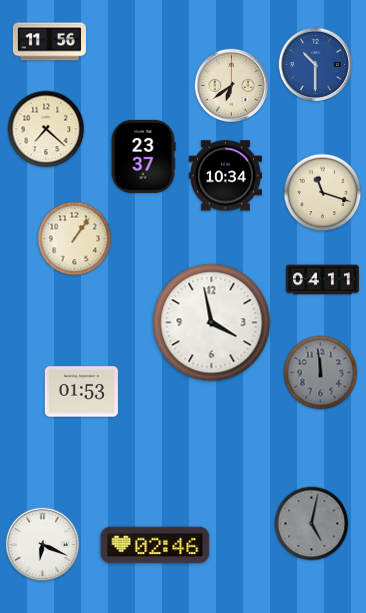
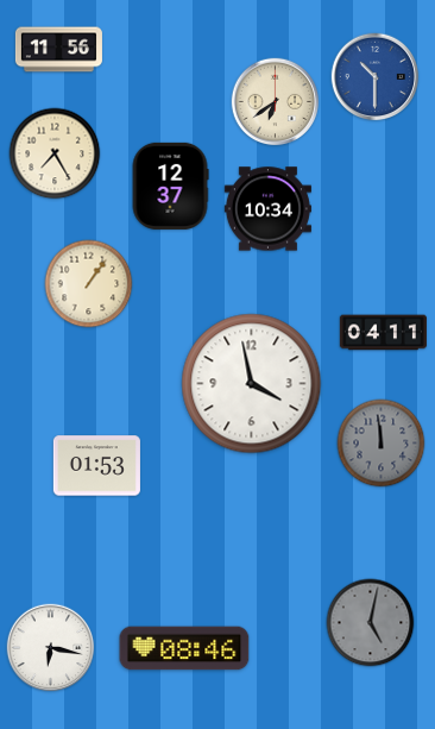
clock at (46, 129): 7:22 -> 7:25
clock at (143, 156): 23:37 -> 12:37
clock at (323, 193): 11:18 -> none
clock at (43, 545): 6:19 -> 6:17
clock at (155, 545): 02:46 -> 08:46
